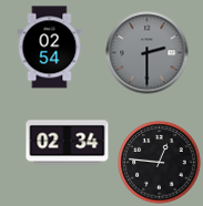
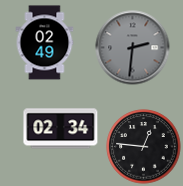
clock at (50, 48): 02:54 -> 02:49
clock at (148, 53): 2:30 -> 2:31
